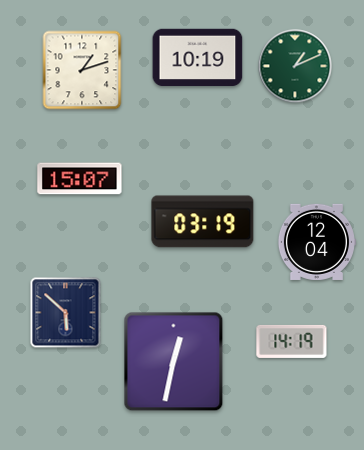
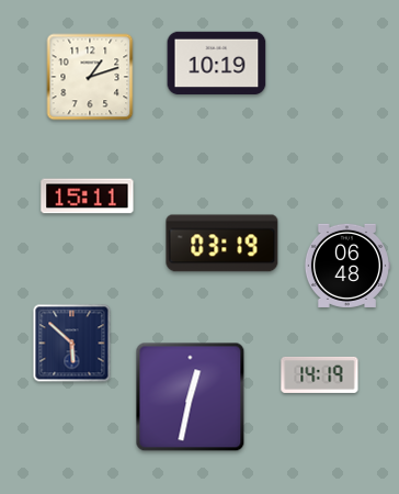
clock at (295, 66): 1:11 -> none
clock at (80, 179): 15:07 -> 15:11
clock at (316, 242): 12:04 -> 06:48
